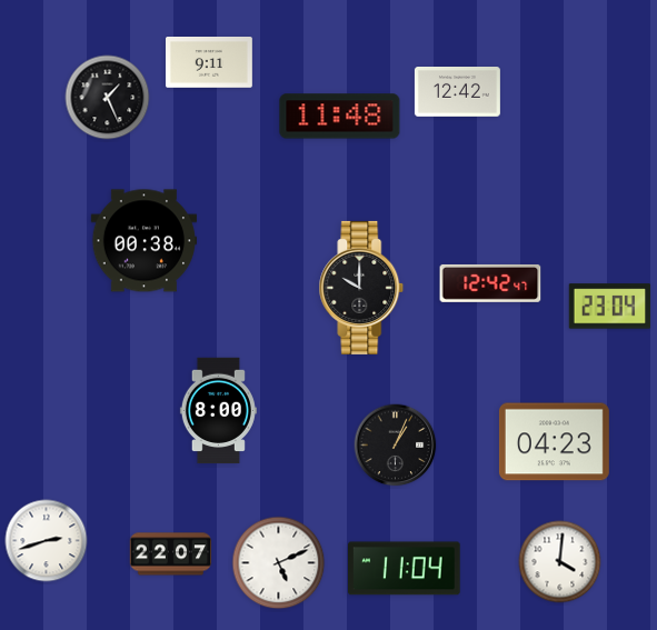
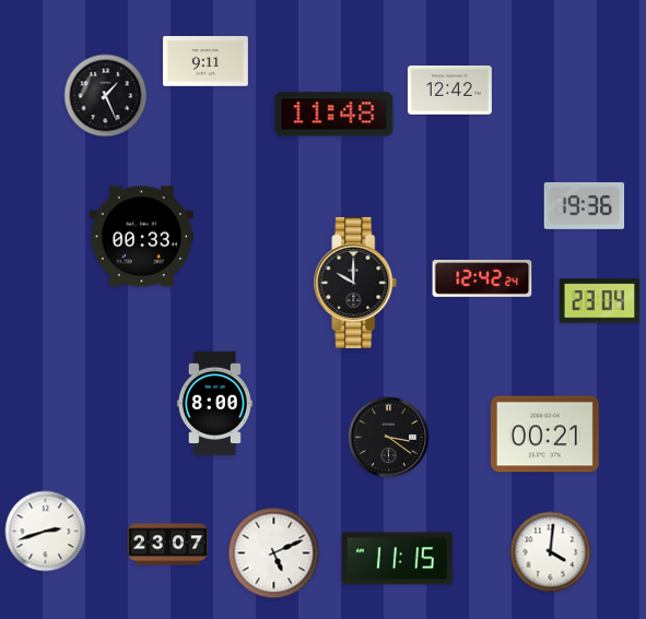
clock at (585, 205): none -> 19:36
clock at (145, 241): 00:38 -> 00:33
clock at (490, 283): 12:42:47 -> 12:42:24
clock at (554, 442): 04:23 -> 00:21
clock at (396, 446): 1:04 -> 3:21
clock at (171, 554): 22:07 -> 23:07
clock at (405, 569): 11:04 -> 11:15
